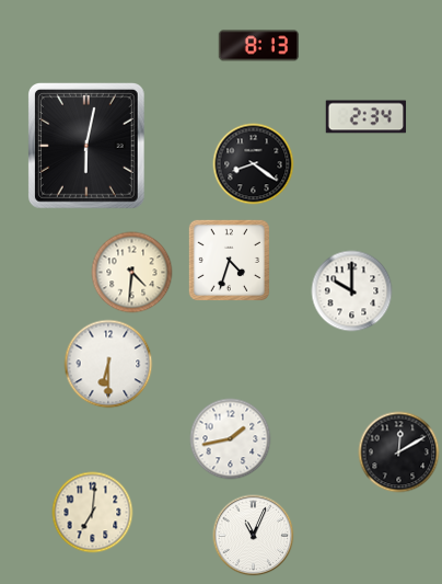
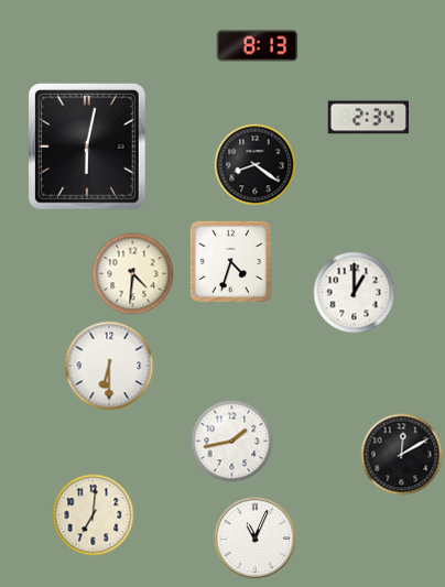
clock at (259, 46) position: (259, 46) -> (258, 46)
clock at (352, 291): 10:00 -> 1:00
